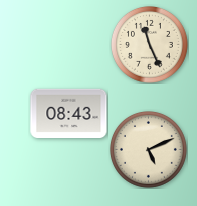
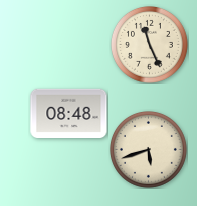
clock at (69, 113): 08:43 -> 08:48
clock at (148, 149): 5:11 -> 5:42
